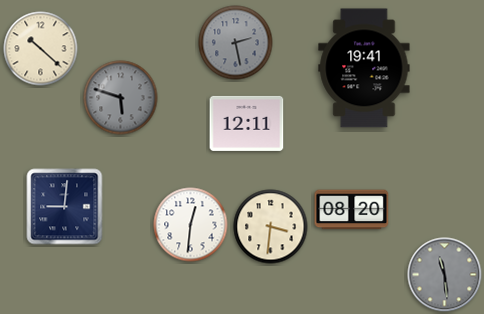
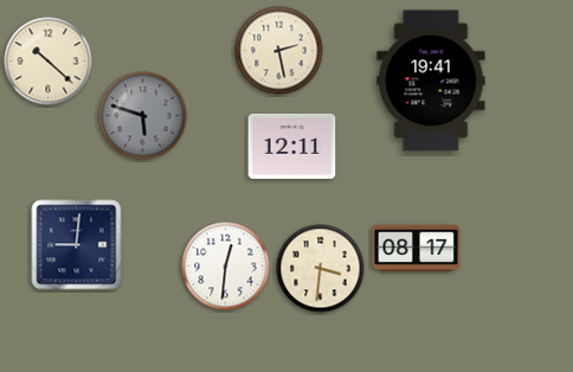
clock at (236, 43) dial: grey -> cream
clock at (41, 49) position: (41, 49) -> (49, 62)
clock at (352, 210): 08:20 -> 08:17
clock at (445, 275): 11:29 -> none
